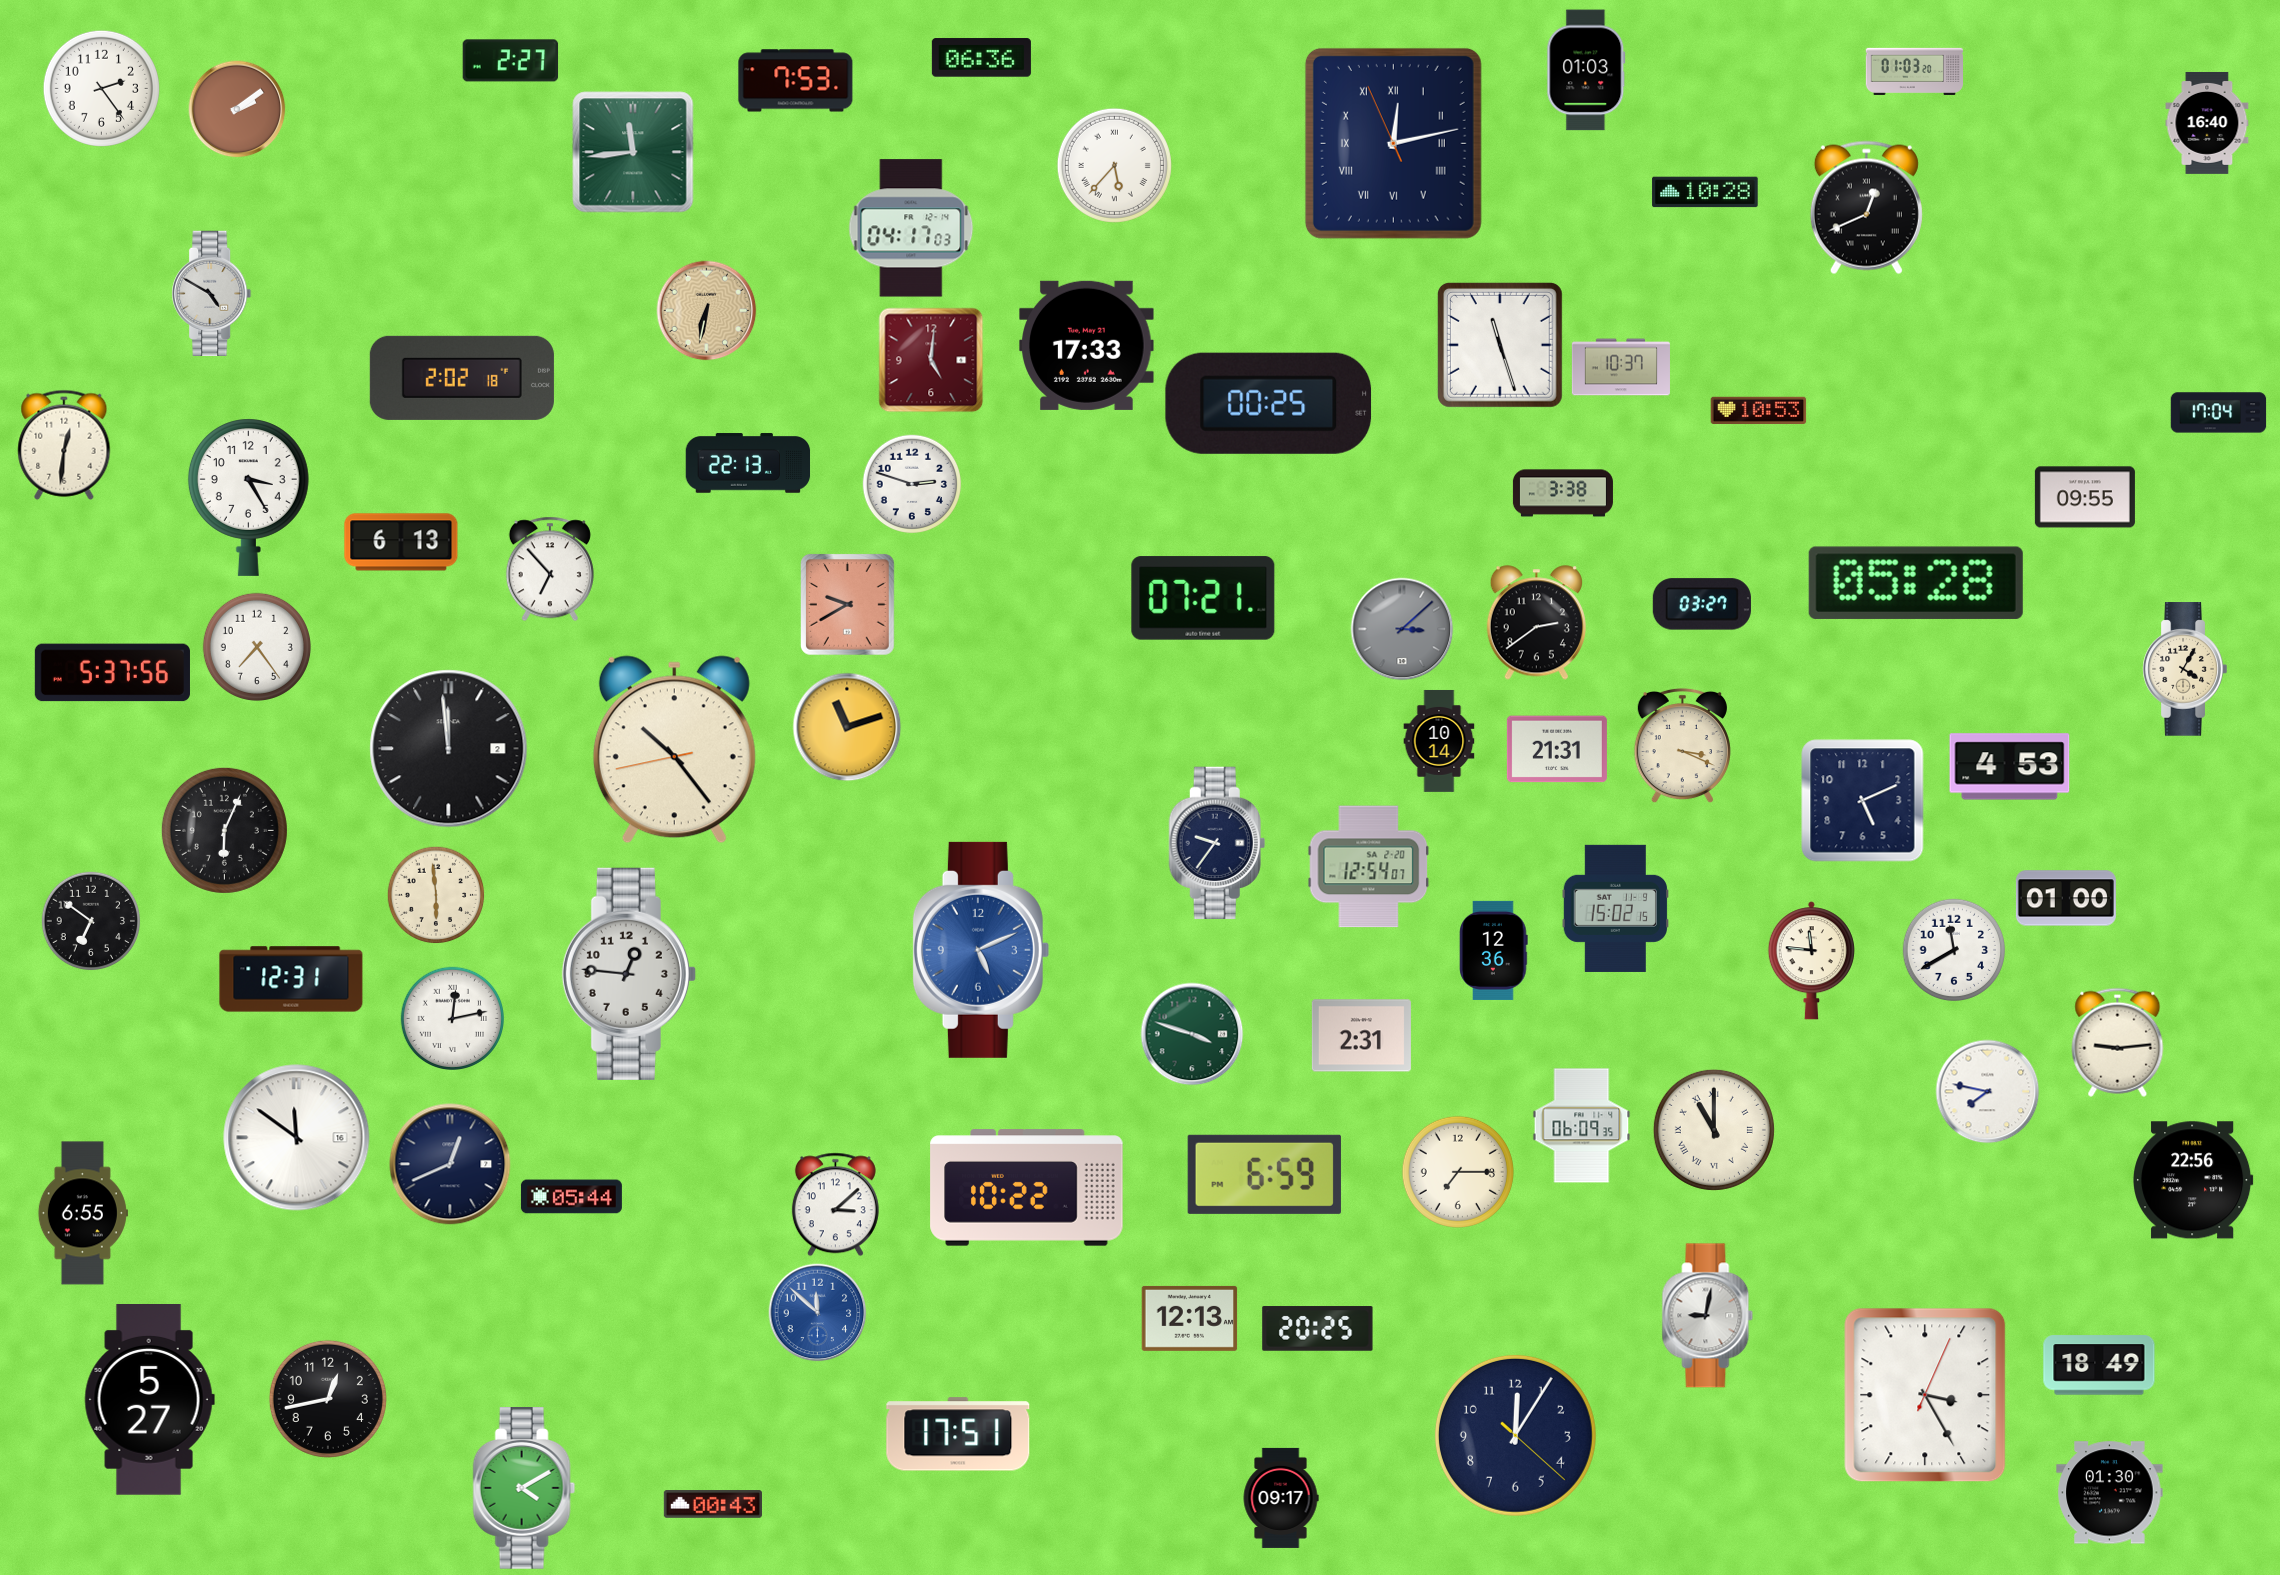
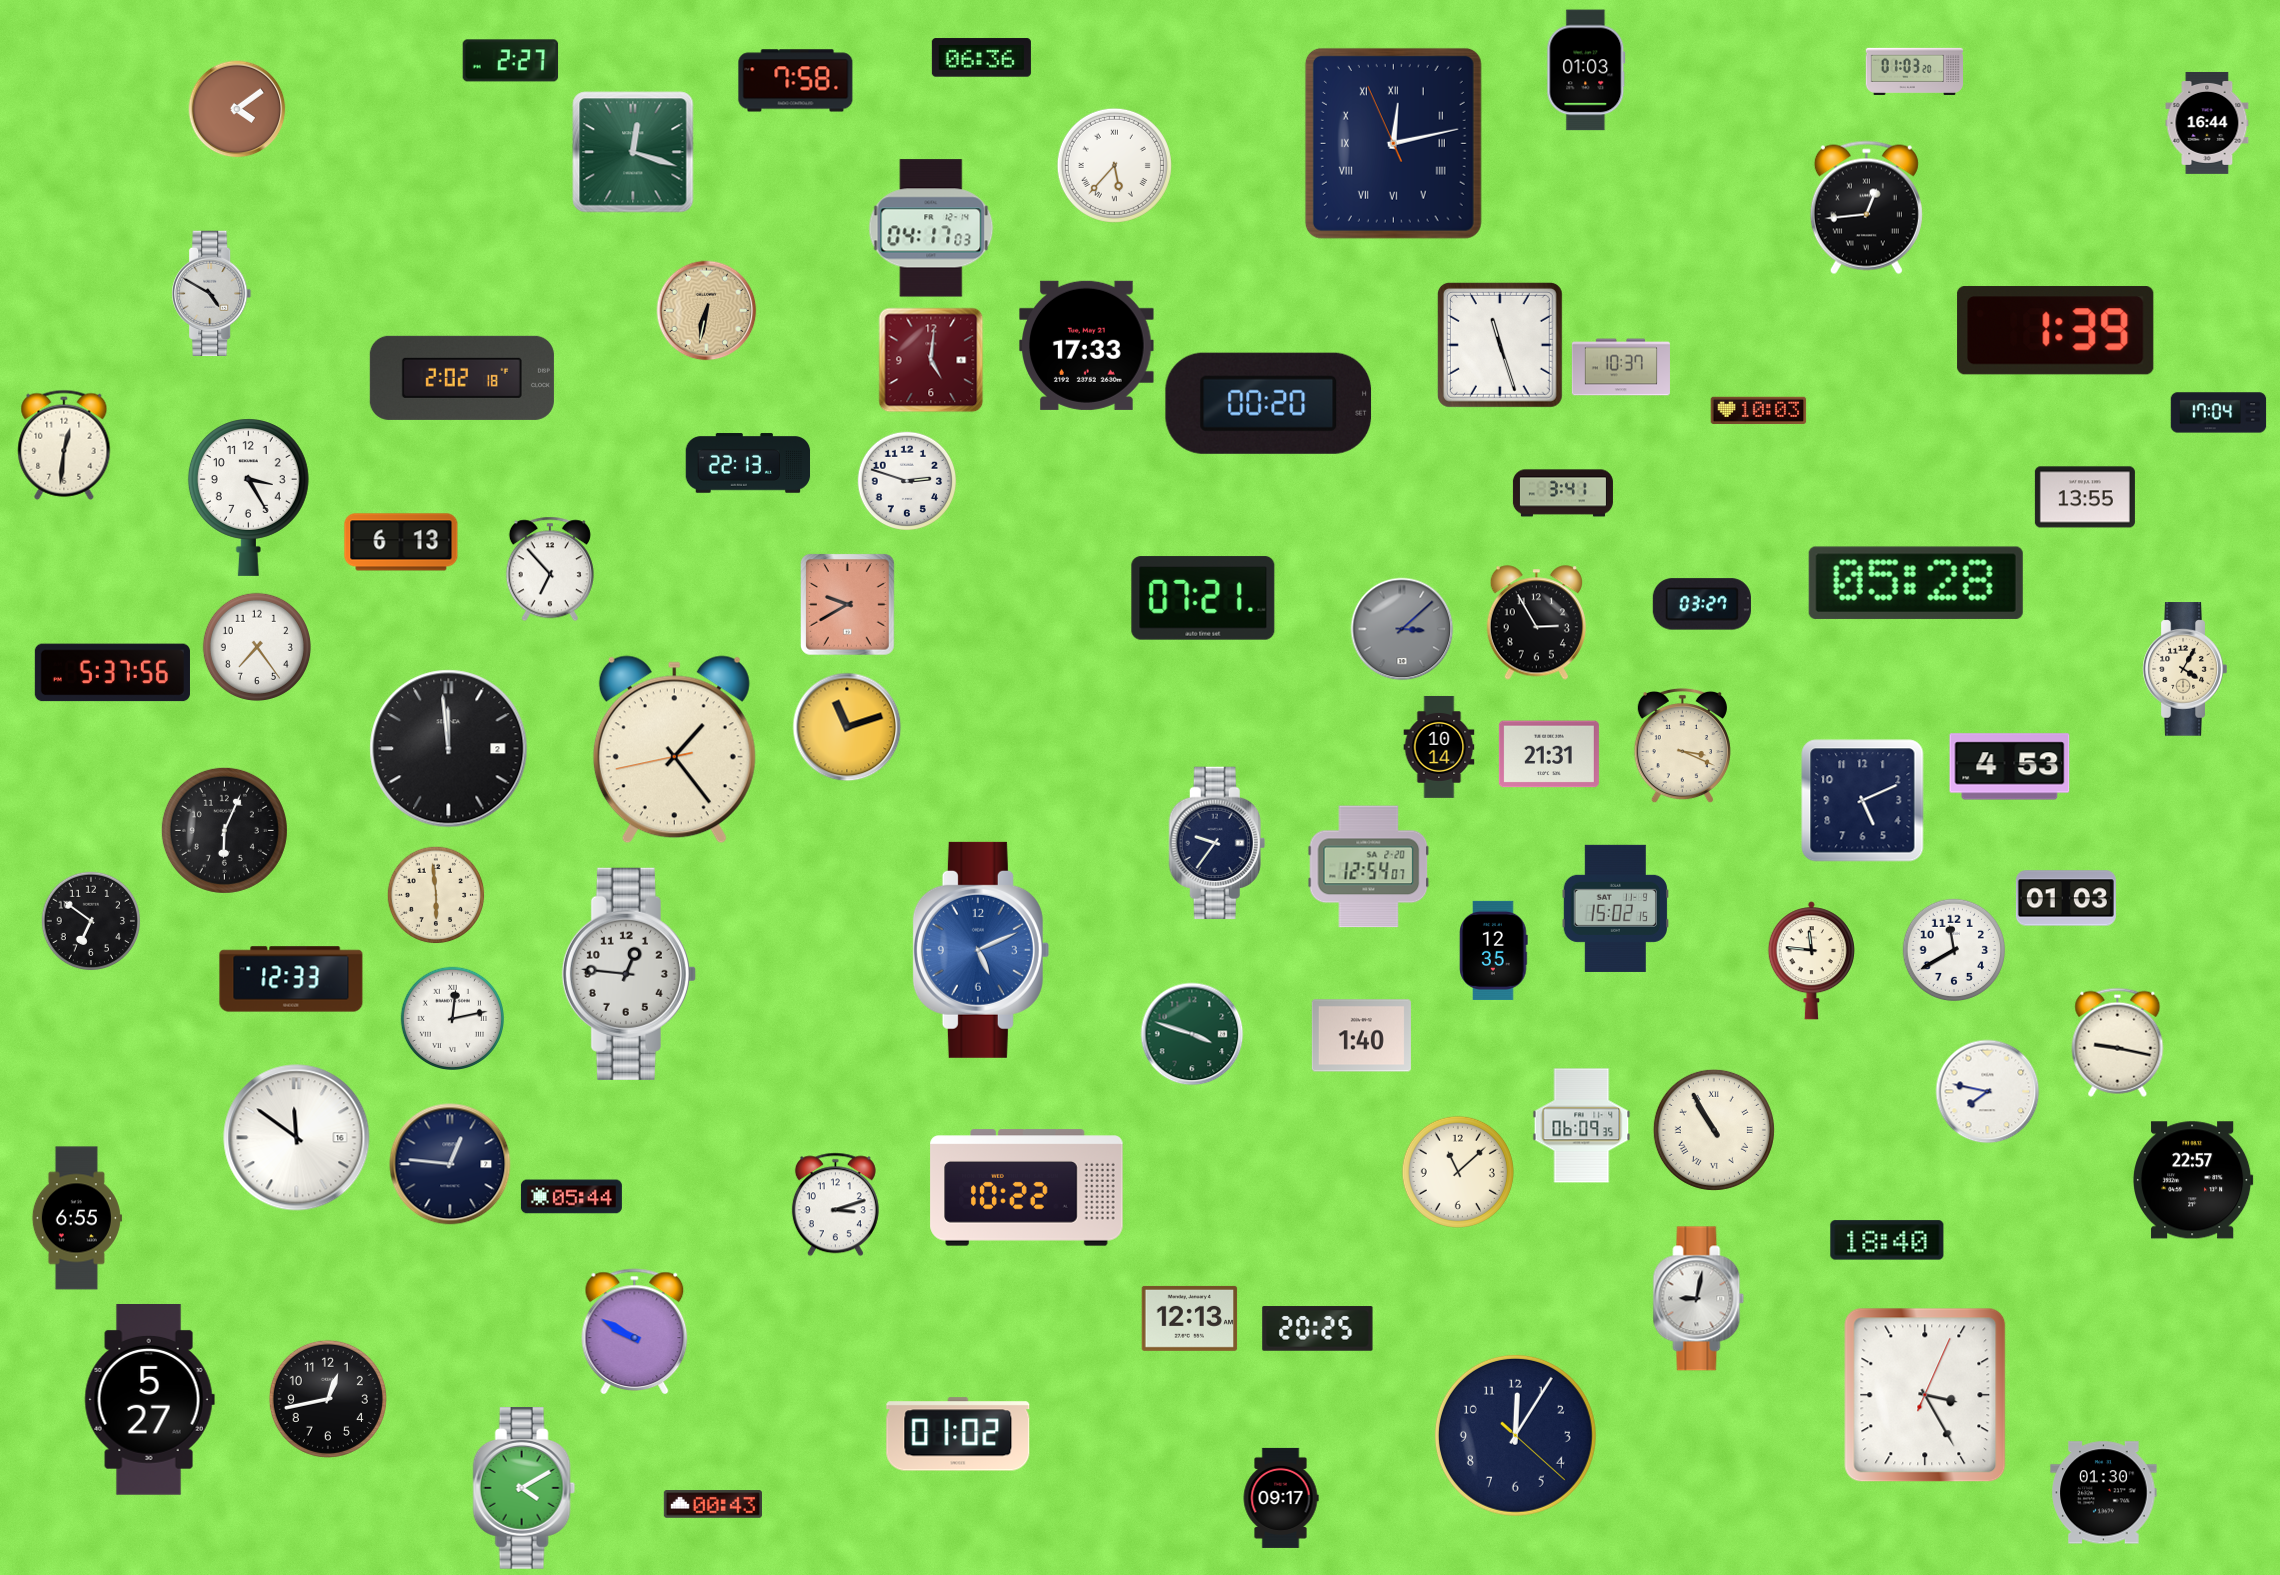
clock at (796, 81): 7:53 -> 7:58
clock at (101, 88): 2:24 -> none
clock at (237, 109): 2:09 -> 4:09
clock at (2207, 123): 16:40 -> 16:44
clock at (633, 152): 11:44 -> 12:18
clock at (1705, 192): 10:28 -> none
clock at (1866, 208): 12:41 -> 12:44
clock at (911, 228) position: (911, 228) -> (931, 228)
clock at (2056, 331): none -> 1:39
clock at (1269, 403): 00:25 -> 00:20
clock at (1759, 410): 10:53 -> 10:03
clock at (912, 484) position: (912, 484) -> (907, 481)
clock at (1563, 493): 3:38 -> 3:41
clock at (2085, 497): 09:55 -> 13:55
clock at (1536, 623): 2:39 -> 2:55
clock at (1439, 741) position: (1439, 741) -> (1439, 747)
clock at (1557, 749) position: (1557, 749) -> (1549, 754)
clock at (674, 750): 10:23 -> 1:23
clock at (2066, 898): 01:00 -> 01:03
clock at (1494, 950): 12:36 -> 12:35
clock at (291, 979): 12:31 -> 12:33
clock at (1361, 1036): 2:31 -> 1:40
clock at (2118, 1042): 9:14 -> 9:17
clock at (1714, 1130): 11:00 -> 10:55
clock at (450, 1164): 12:41 -> 12:46
clock at (1458, 1172): 7:15 -> 11:08
clock at (1264, 1174): 6:59 -> none
clock at (2194, 1180): 22:56 -> 22:57
clock at (835, 1205): 3:08 -> 3:12
clock at (83, 1213) position: (83, 1213) -> (77, 1218)
clock at (1887, 1240): none -> 18:40
clock at (818, 1313): 11:52 -> none
clock at (1708, 1316) position: (1708, 1316) -> (1699, 1299)
clock at (635, 1332): none -> 9:50
clock at (2099, 1365): 18:49 -> none
clock at (958, 1434): 17:51 -> 01:02
clock at (2110, 1493) position: (2110, 1493) -> (2104, 1493)
